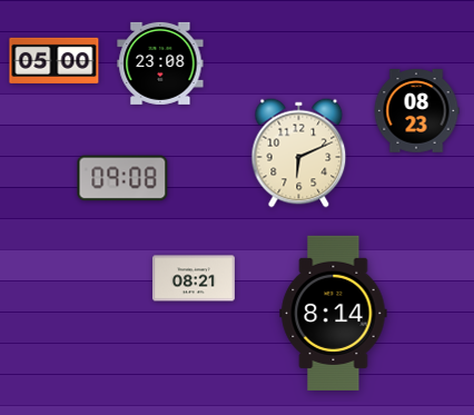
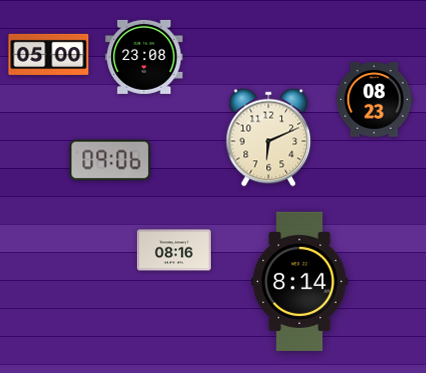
clock at (122, 178): 09:08 -> 09:06
clock at (194, 278): 08:21 -> 08:16
